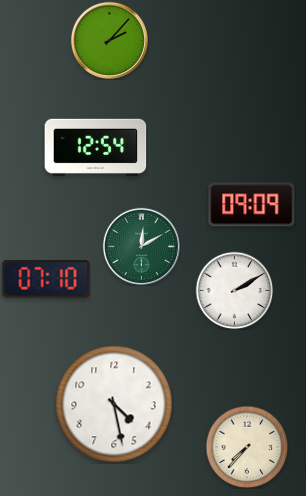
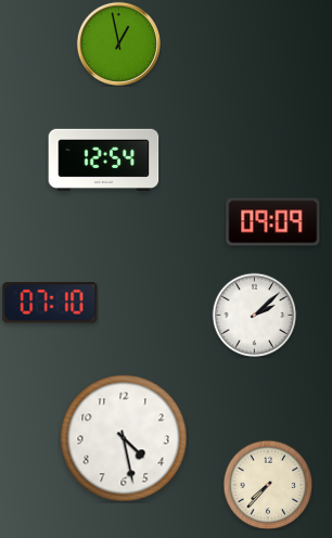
clock at (109, 40): 2:07 -> 12:58
clock at (141, 246): 12:10 -> none
clock at (234, 290): 2:10 -> 2:08
